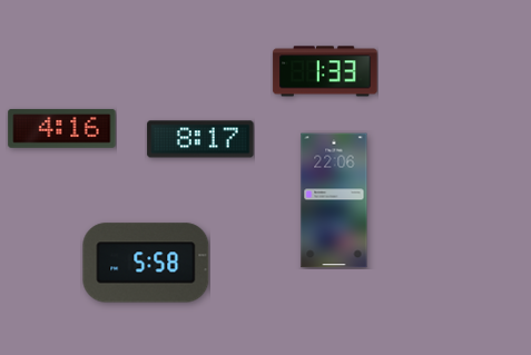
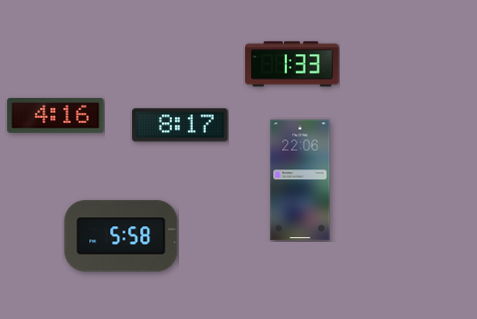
clock at (146, 263) position: (146, 263) -> (121, 236)
